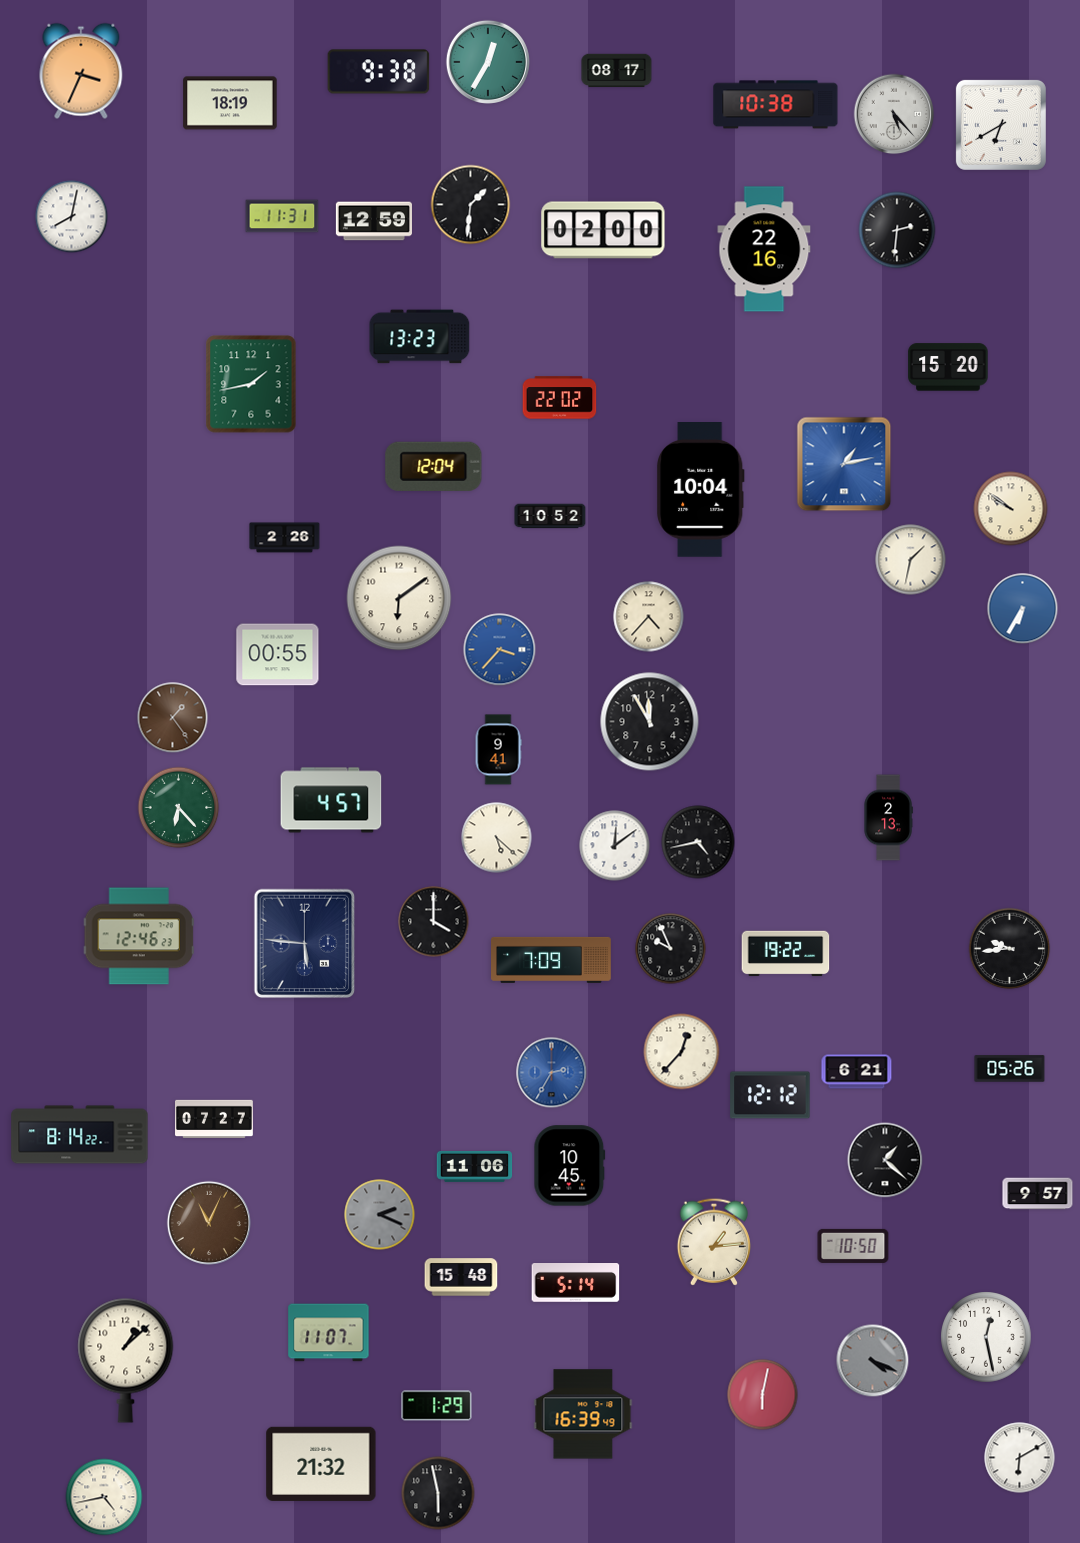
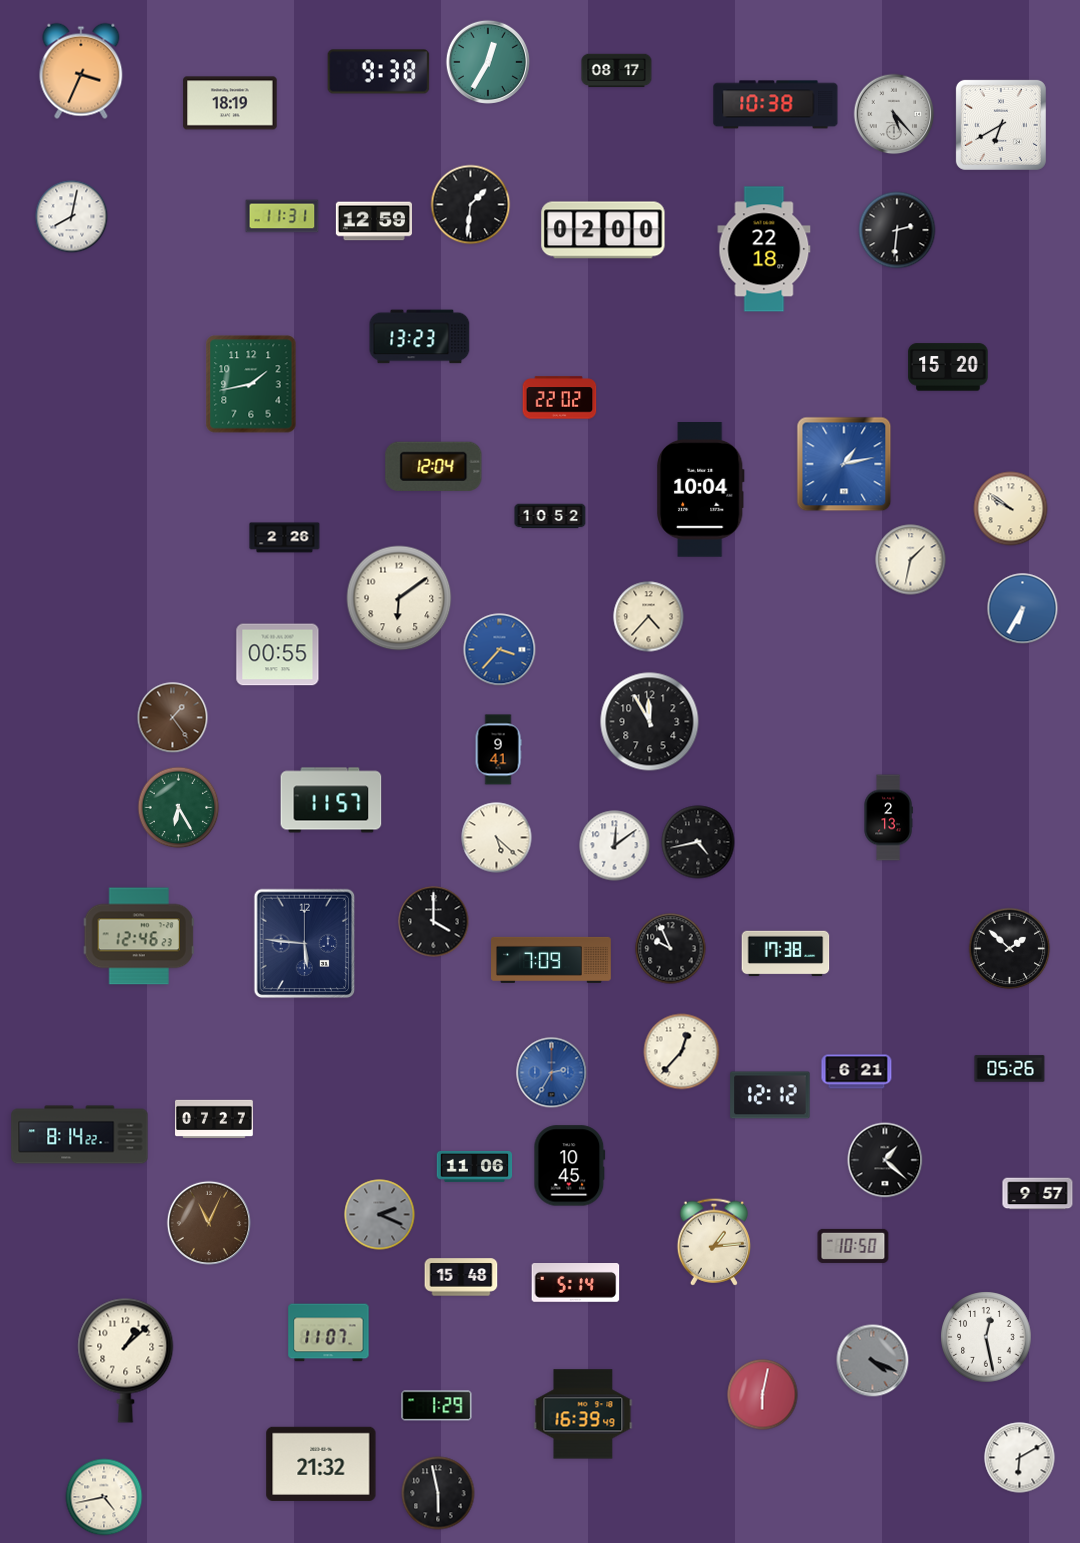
clock at (764, 249): 22:16 -> 22:18
clock at (331, 800): 4:57 -> 11:57
clock at (179, 808): 6:23 -> 6:25
clock at (1010, 949): 9:44 -> 1:52
clock at (786, 954): 19:22 -> 17:38
